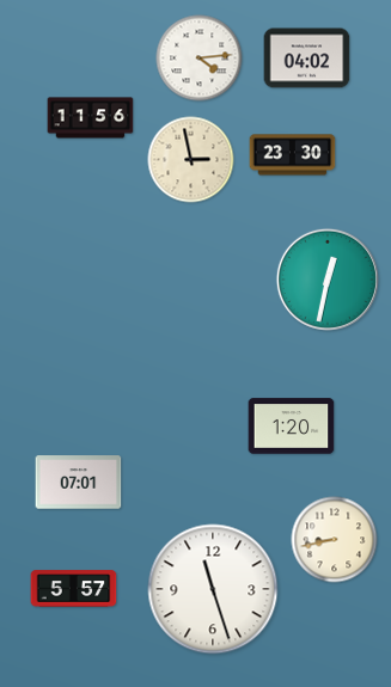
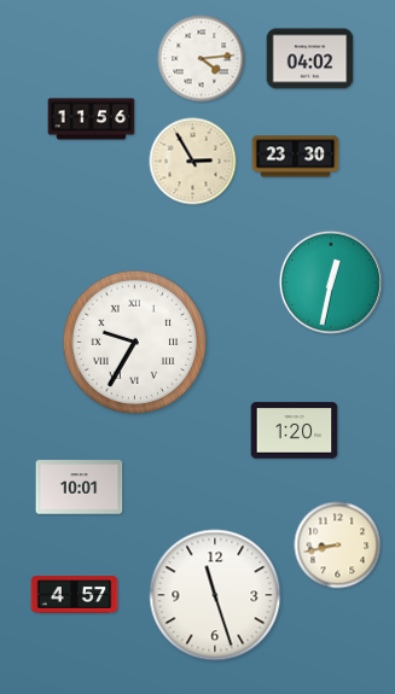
clock at (191, 160): 2:58 -> 2:55
clock at (135, 343): none -> 9:35
clock at (79, 483): 07:01 -> 10:01
clock at (74, 589): 5:57 -> 4:57
